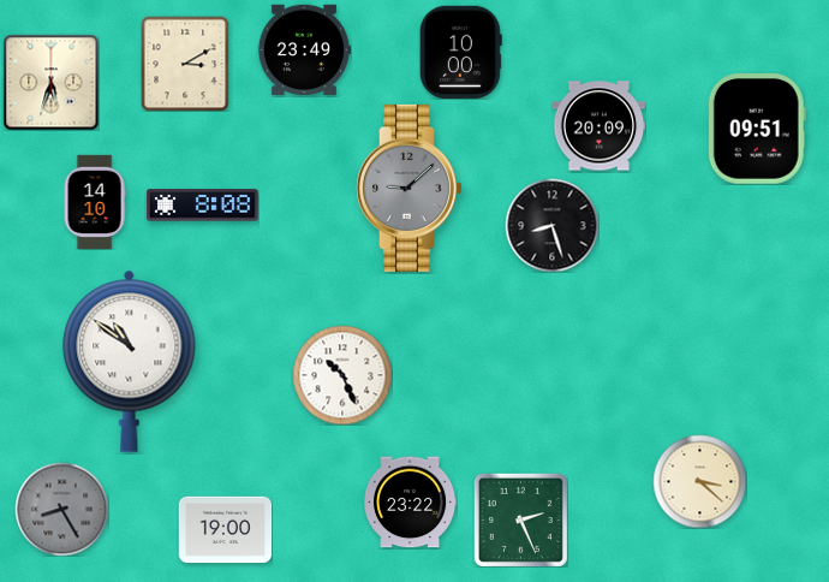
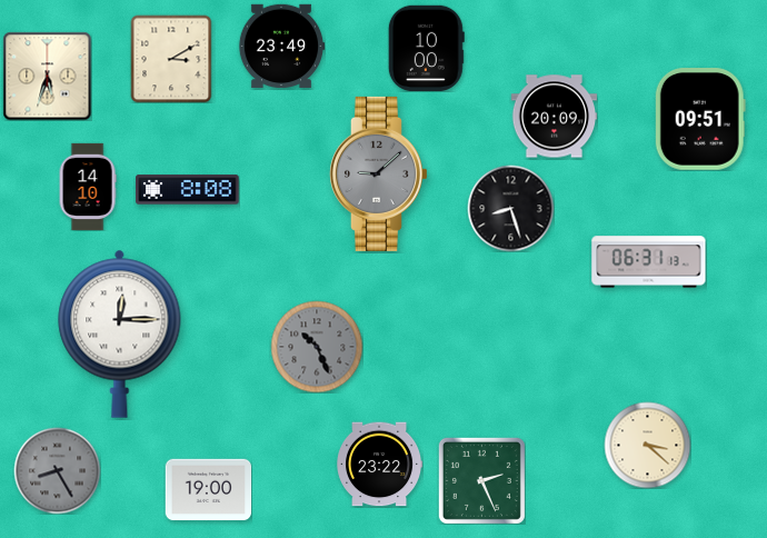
clock at (649, 262): none -> 06:31
clock at (130, 361): 10:51 -> 12:15
clock at (342, 375) dial: white -> grey
